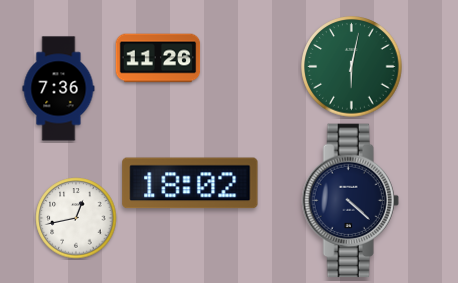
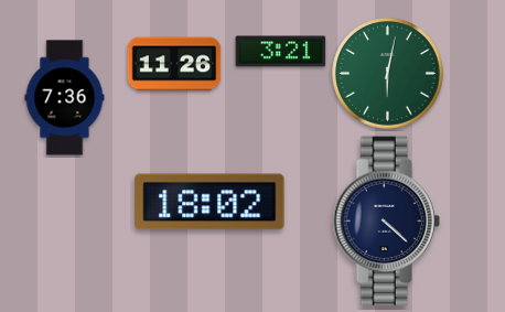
clock at (281, 52): none -> 3:21
clock at (76, 218): 12:43 -> none
